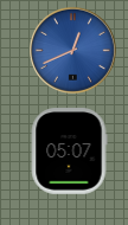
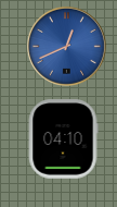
clock at (69, 152): 05:07 -> 04:10
